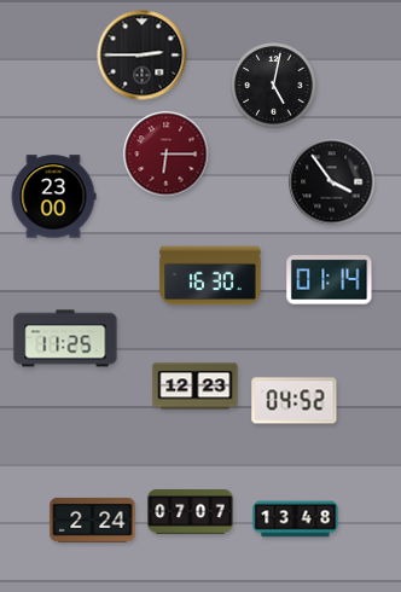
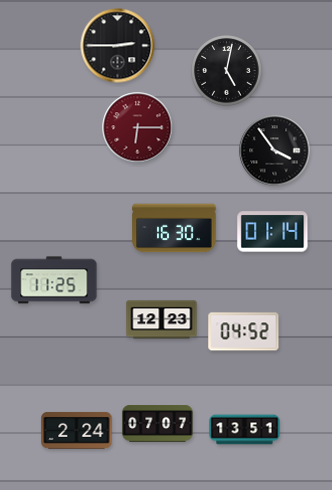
clock at (53, 197): 23:00 -> none
clock at (296, 520): 13:48 -> 13:51
